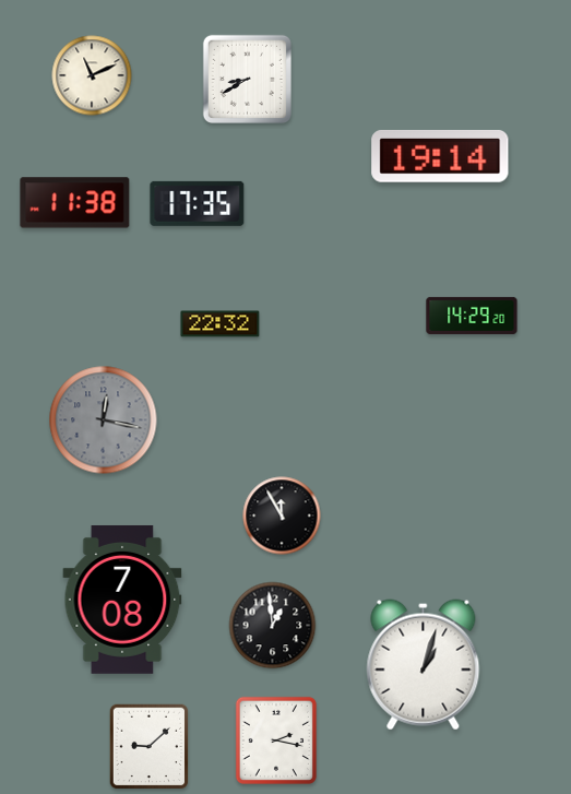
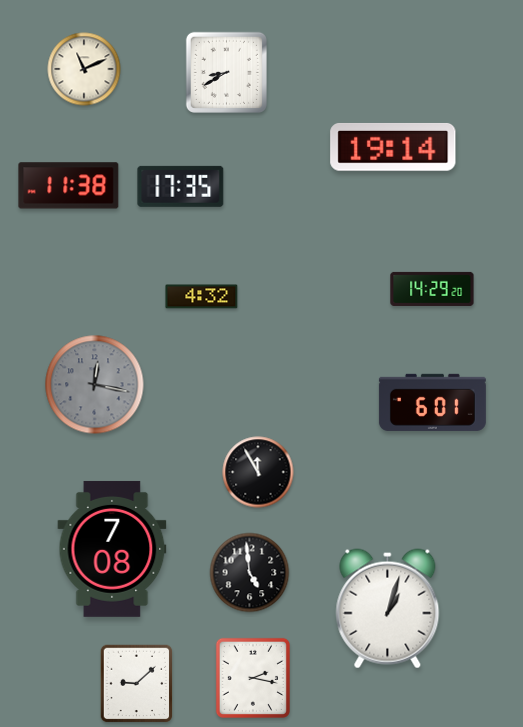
clock at (440, 156) position: (440, 156) -> (393, 147)
clock at (221, 324): 22:32 -> 4:32
clock at (432, 402): none -> 6:01
clock at (273, 626): 12:59 -> 4:59
